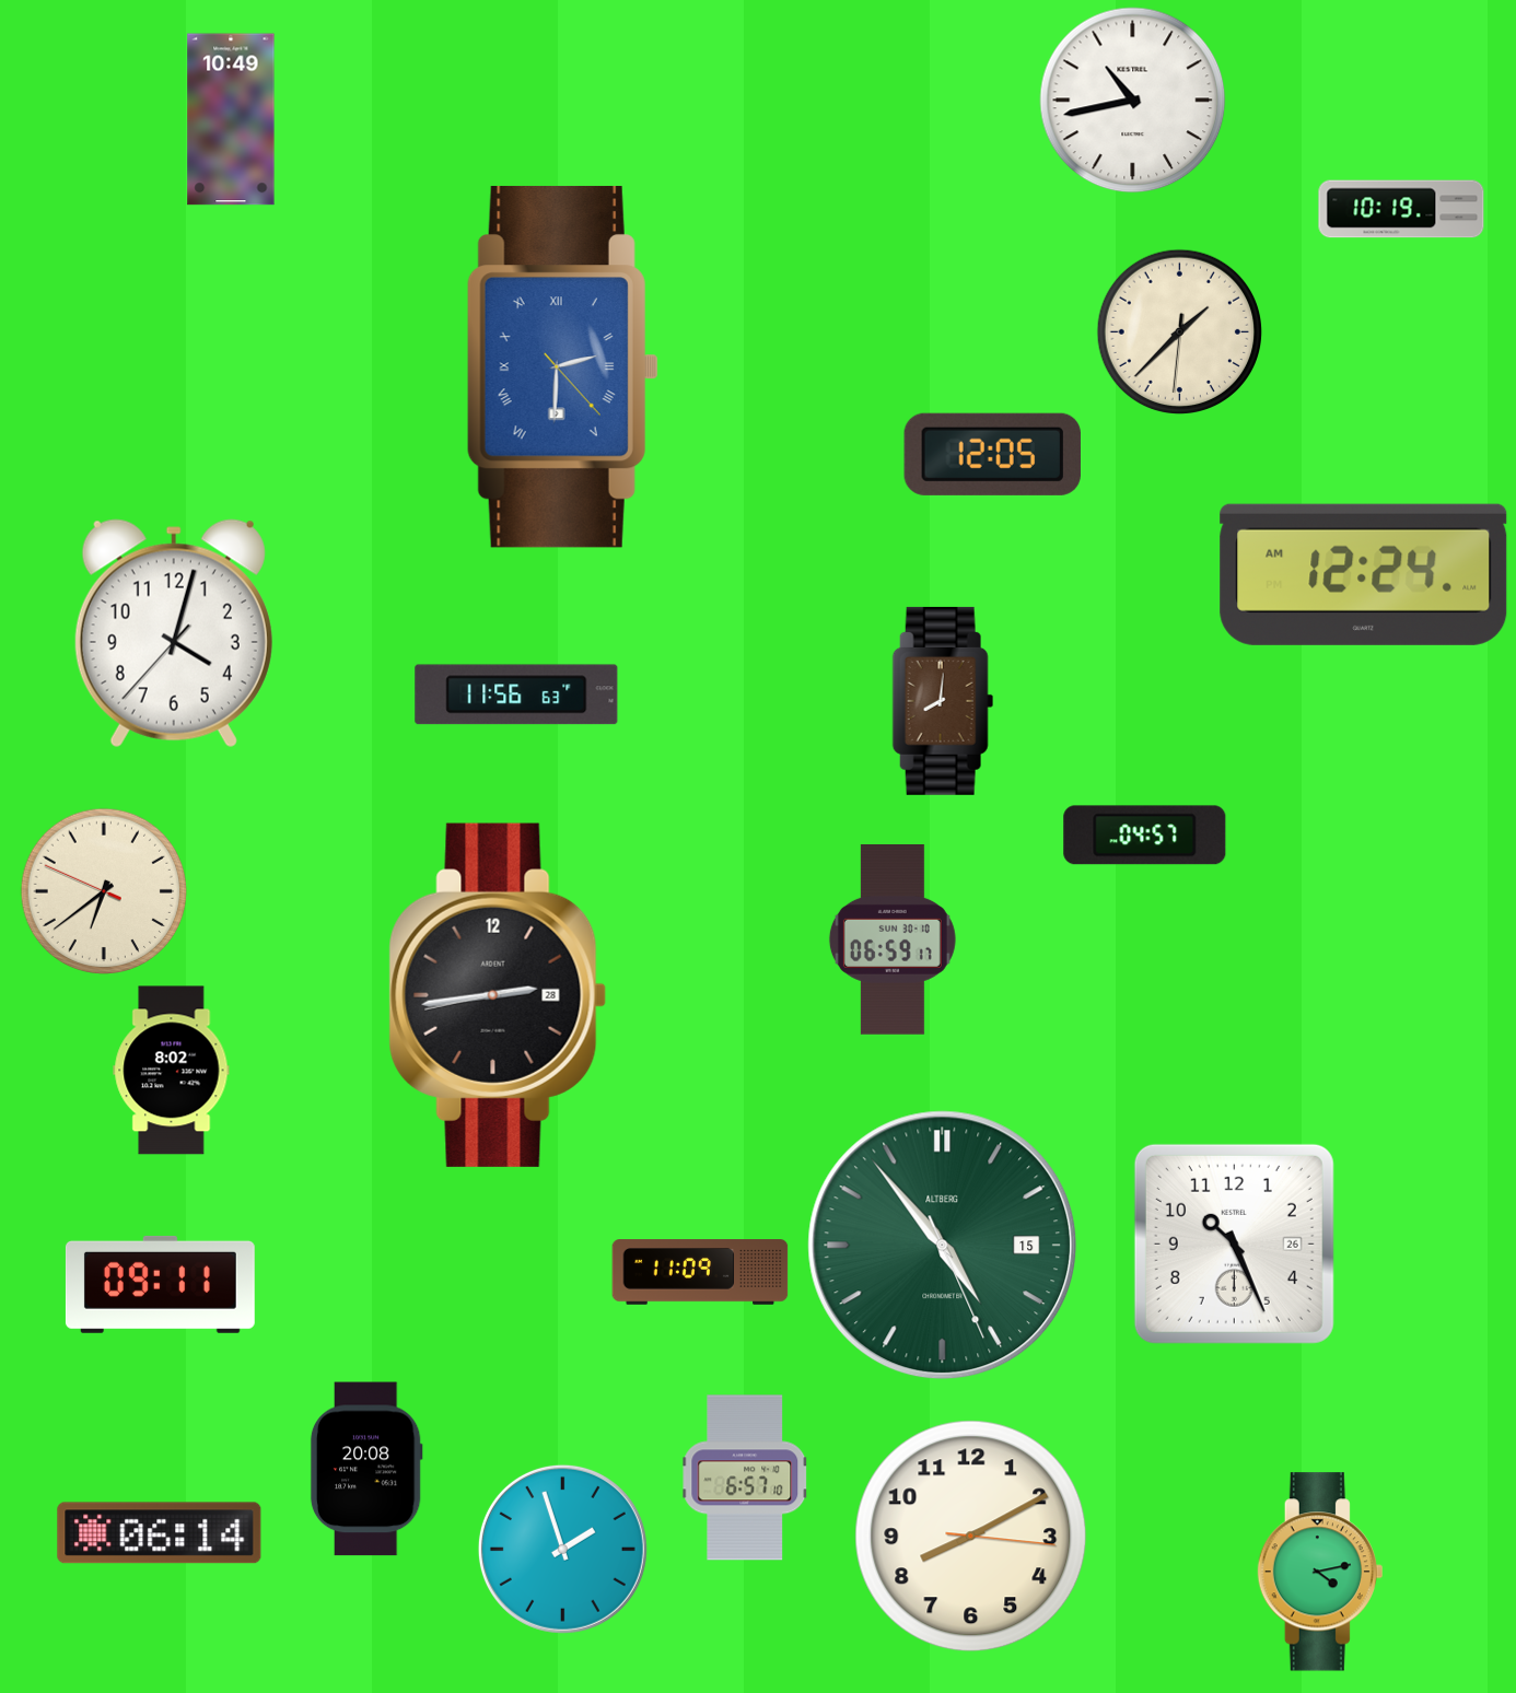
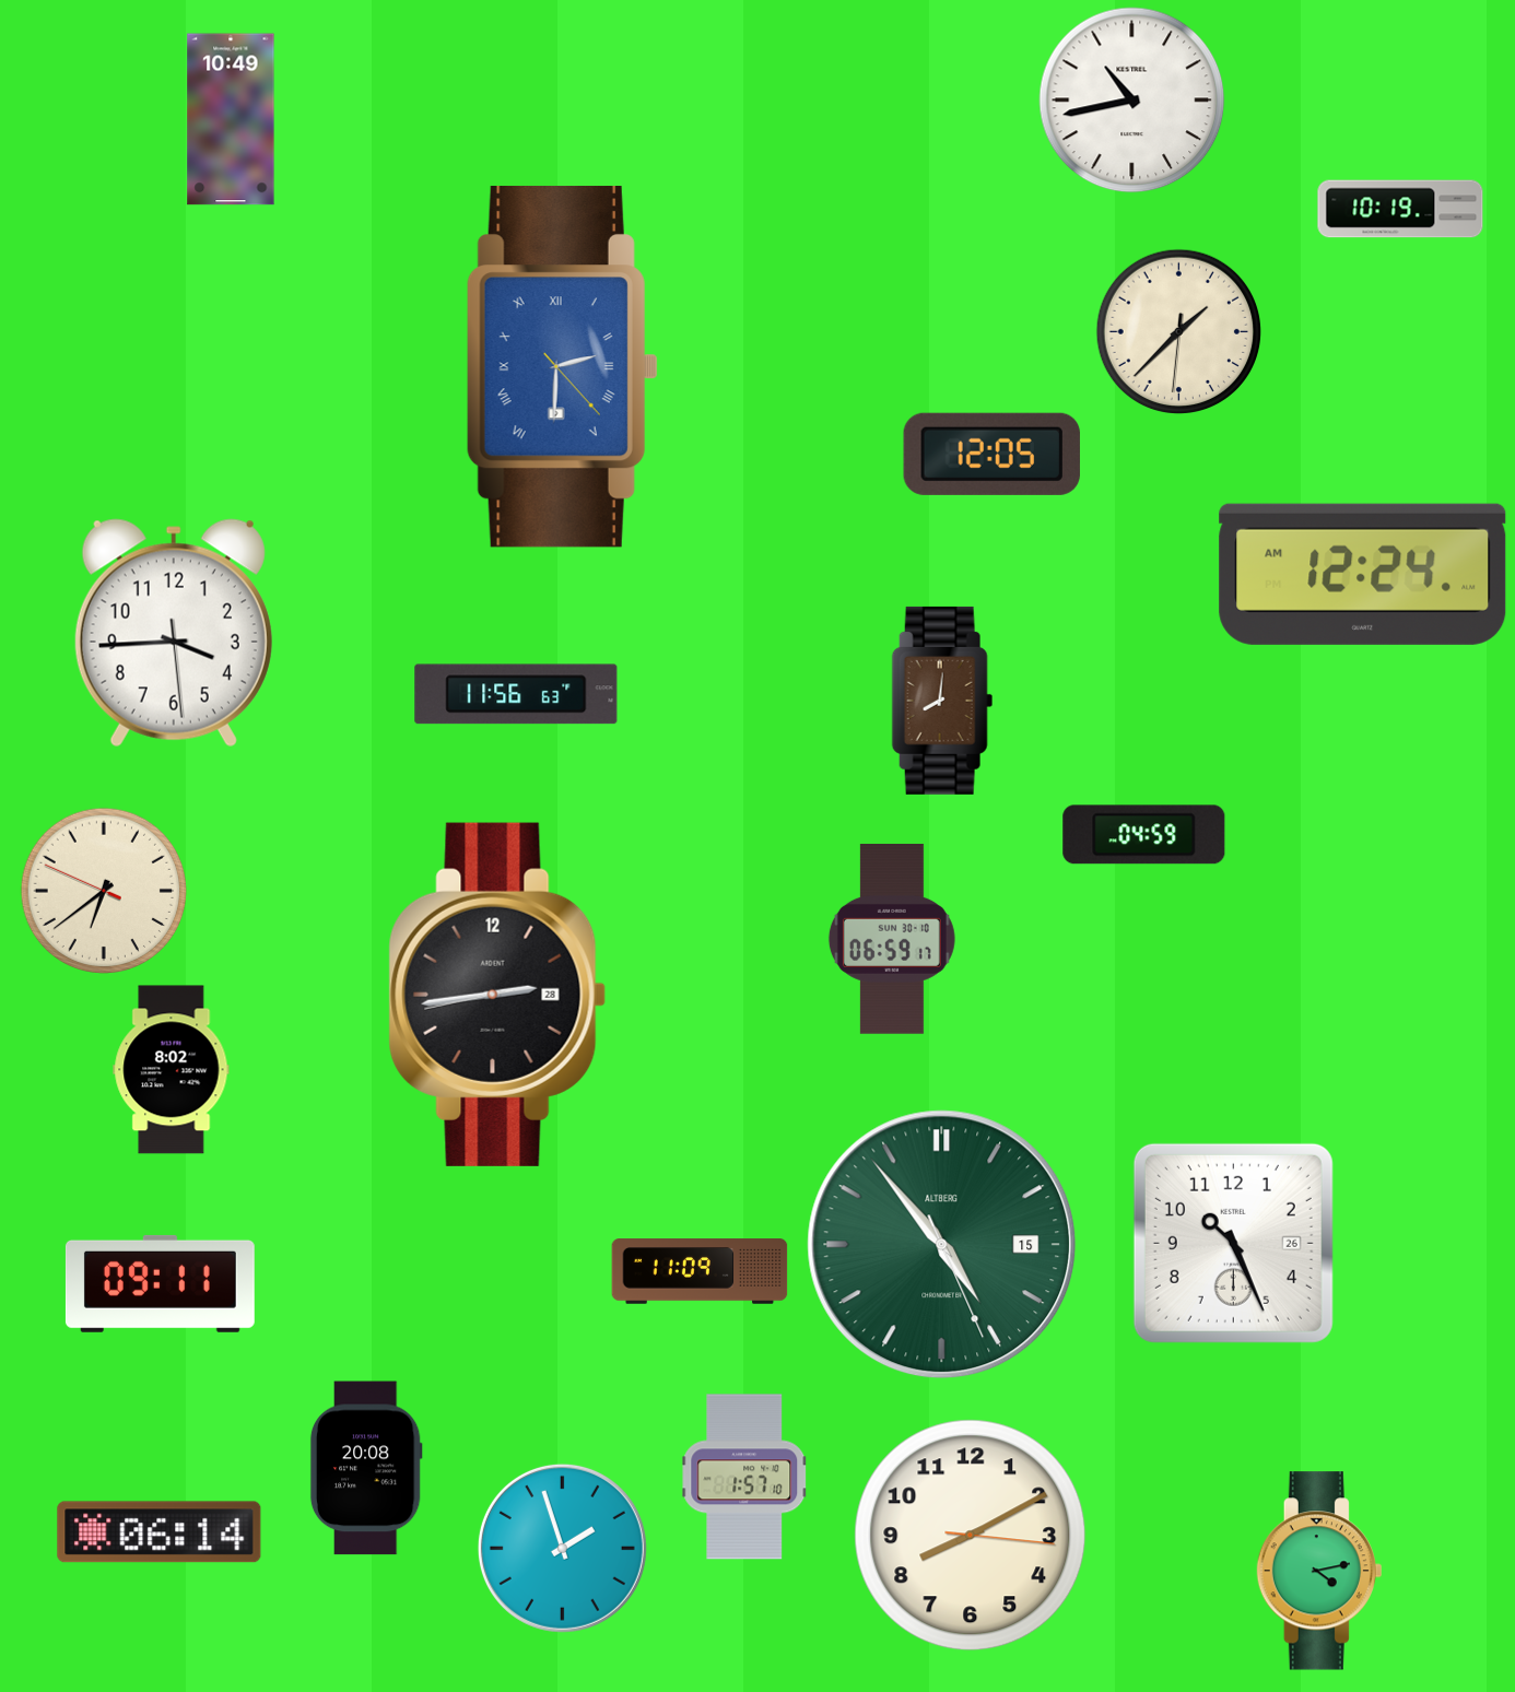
clock at (174, 633): 4:02 -> 3:44
clock at (1145, 836): 04:57 -> 04:59
clock at (745, 1478): 6:57 -> 1:57
